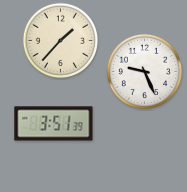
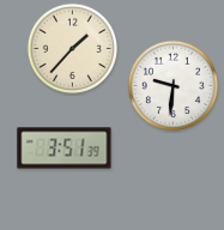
clock at (144, 71): 9:26 -> 9:31
